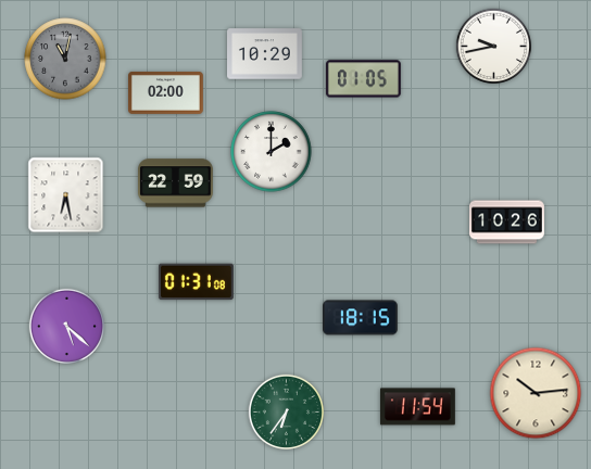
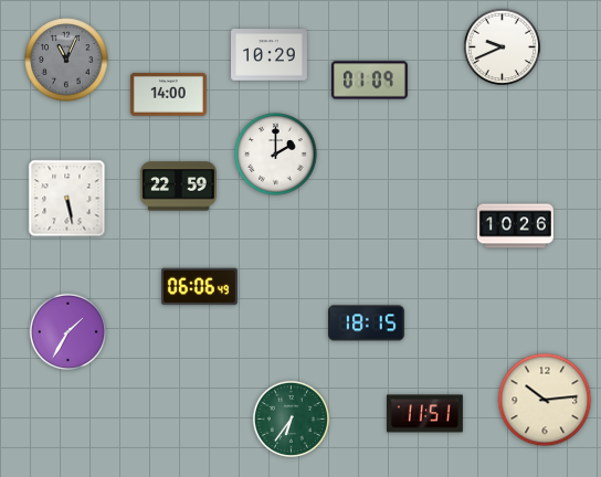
clock at (493, 46): 9:43 -> 9:41
clock at (65, 59): 11:02 -> 11:04
clock at (363, 79): 01:05 -> 01:09
clock at (166, 92): 02:00 -> 14:00
clock at (66, 195): 6:28 -> 5:28
clock at (196, 282): 01:31 -> 06:06
clock at (66, 326): 5:22 -> 1:35
clock at (417, 407): 11:54 -> 11:51
